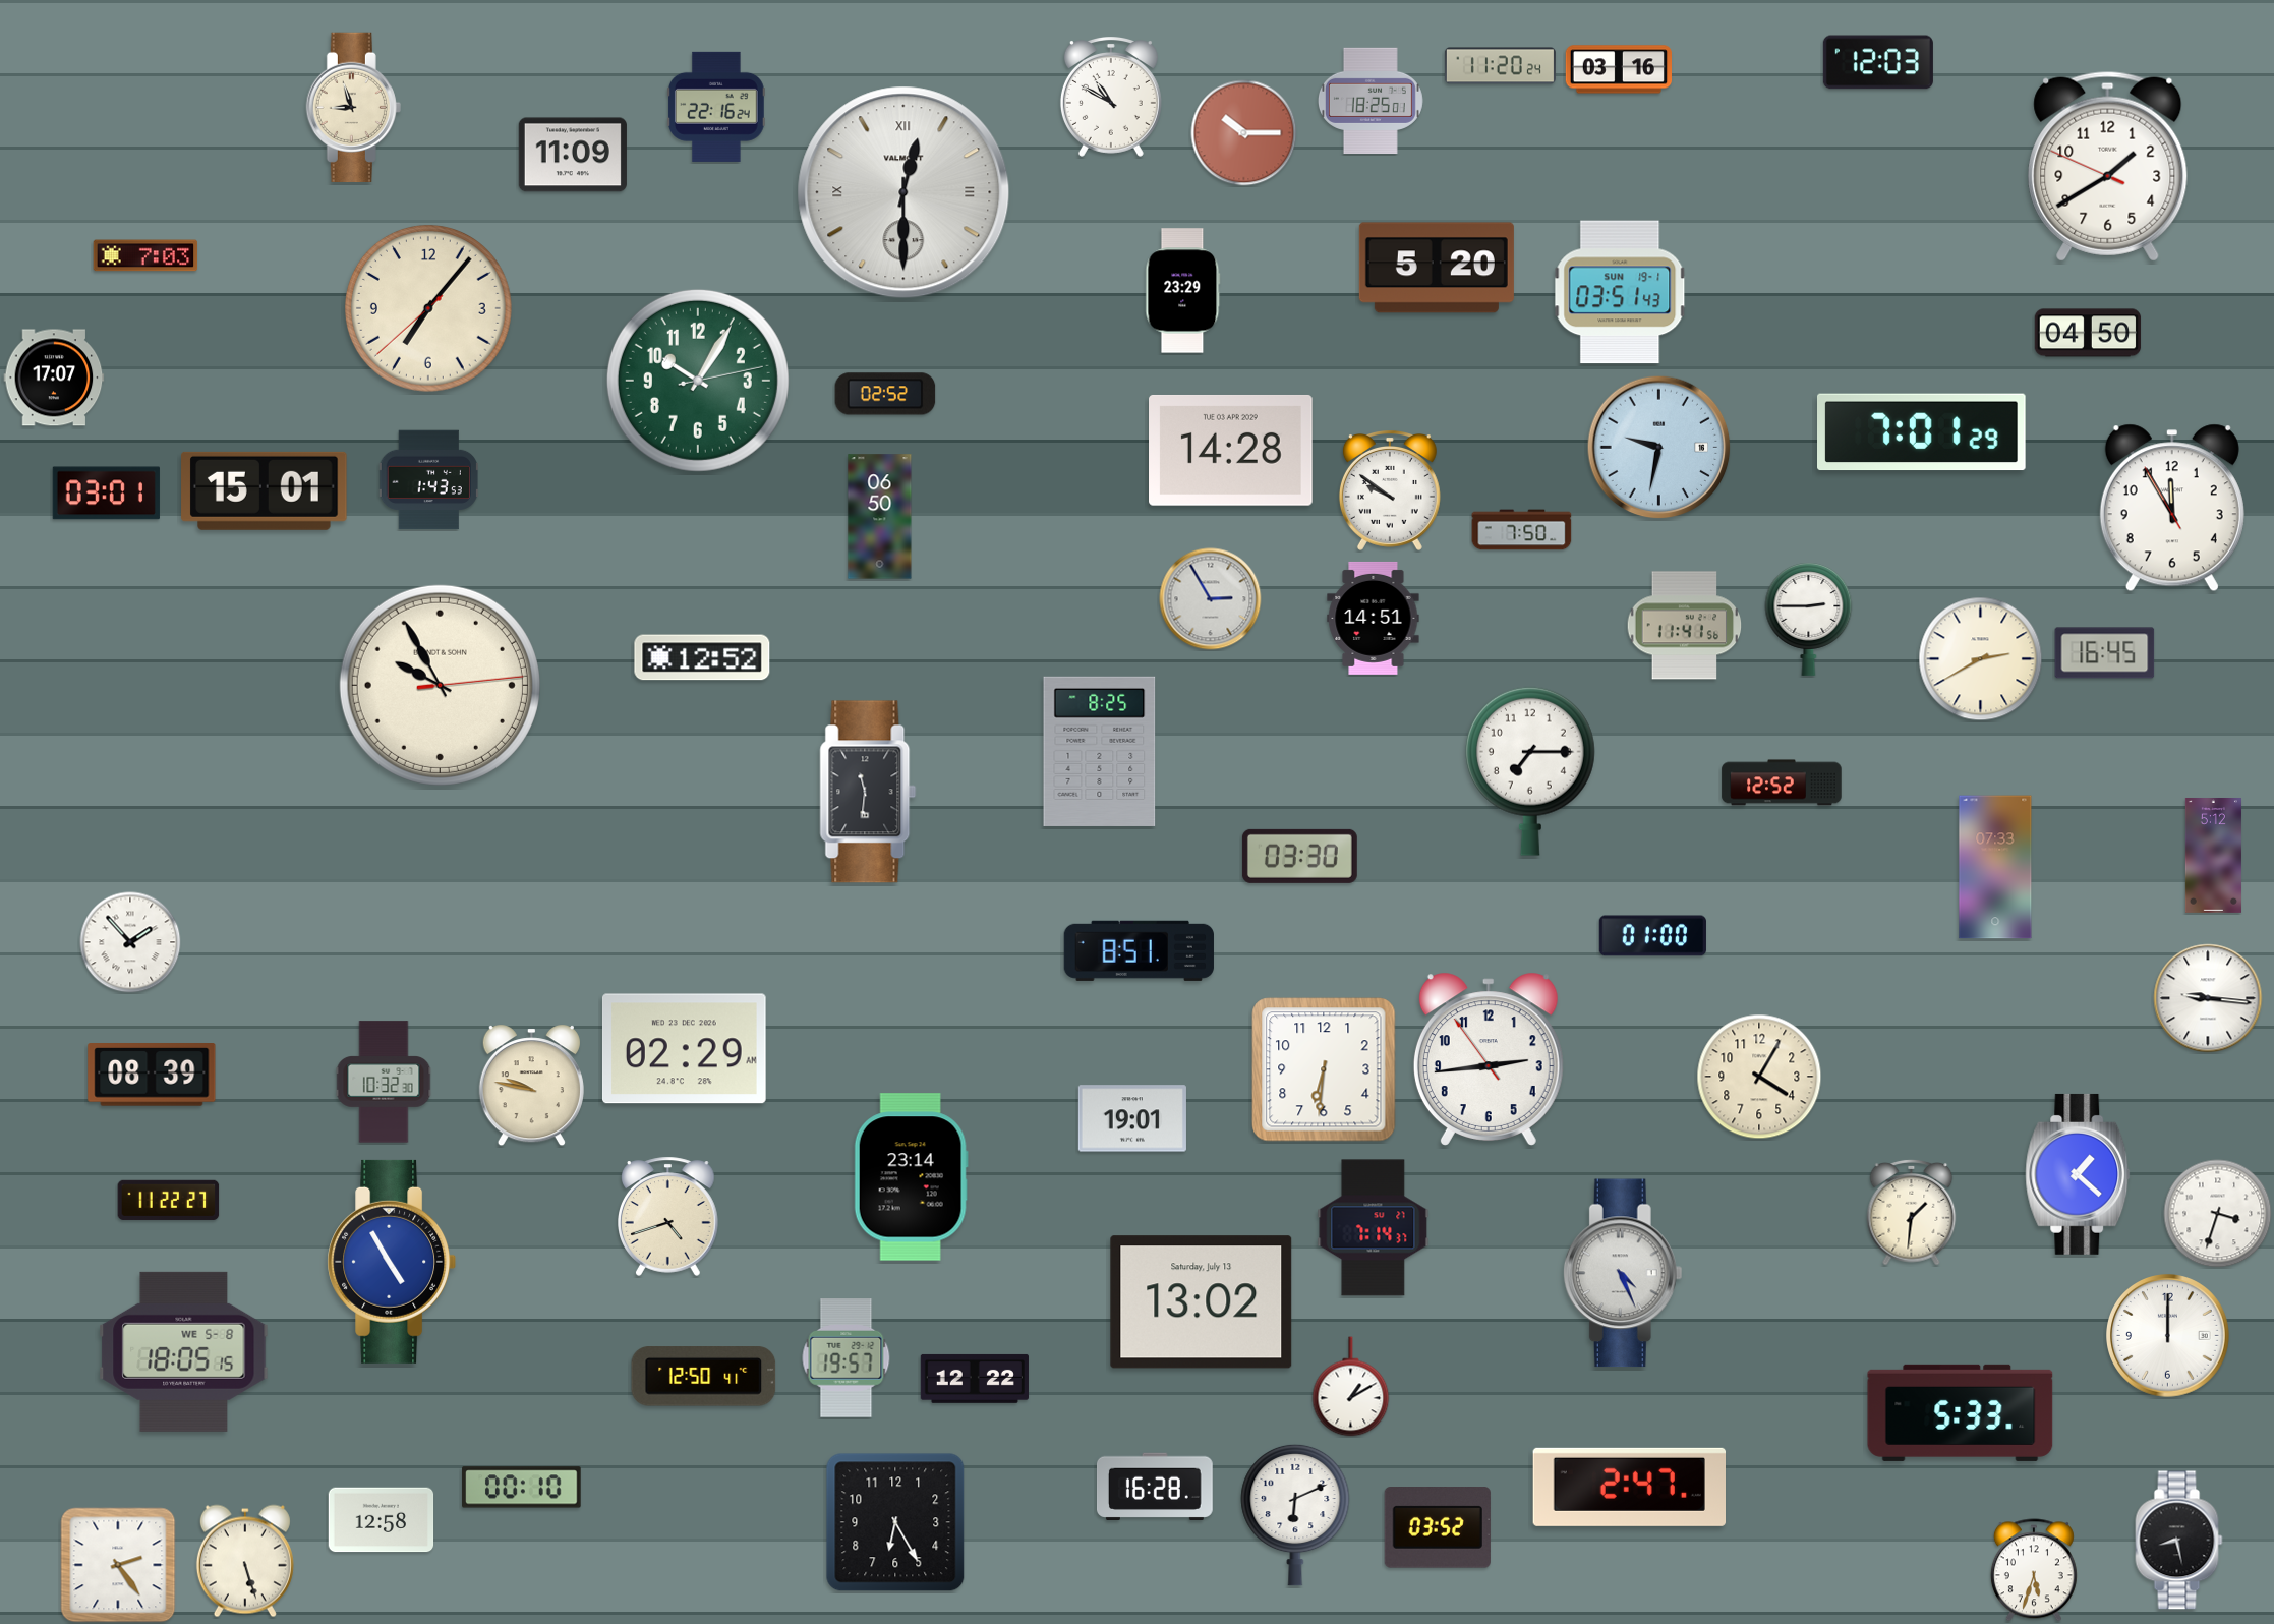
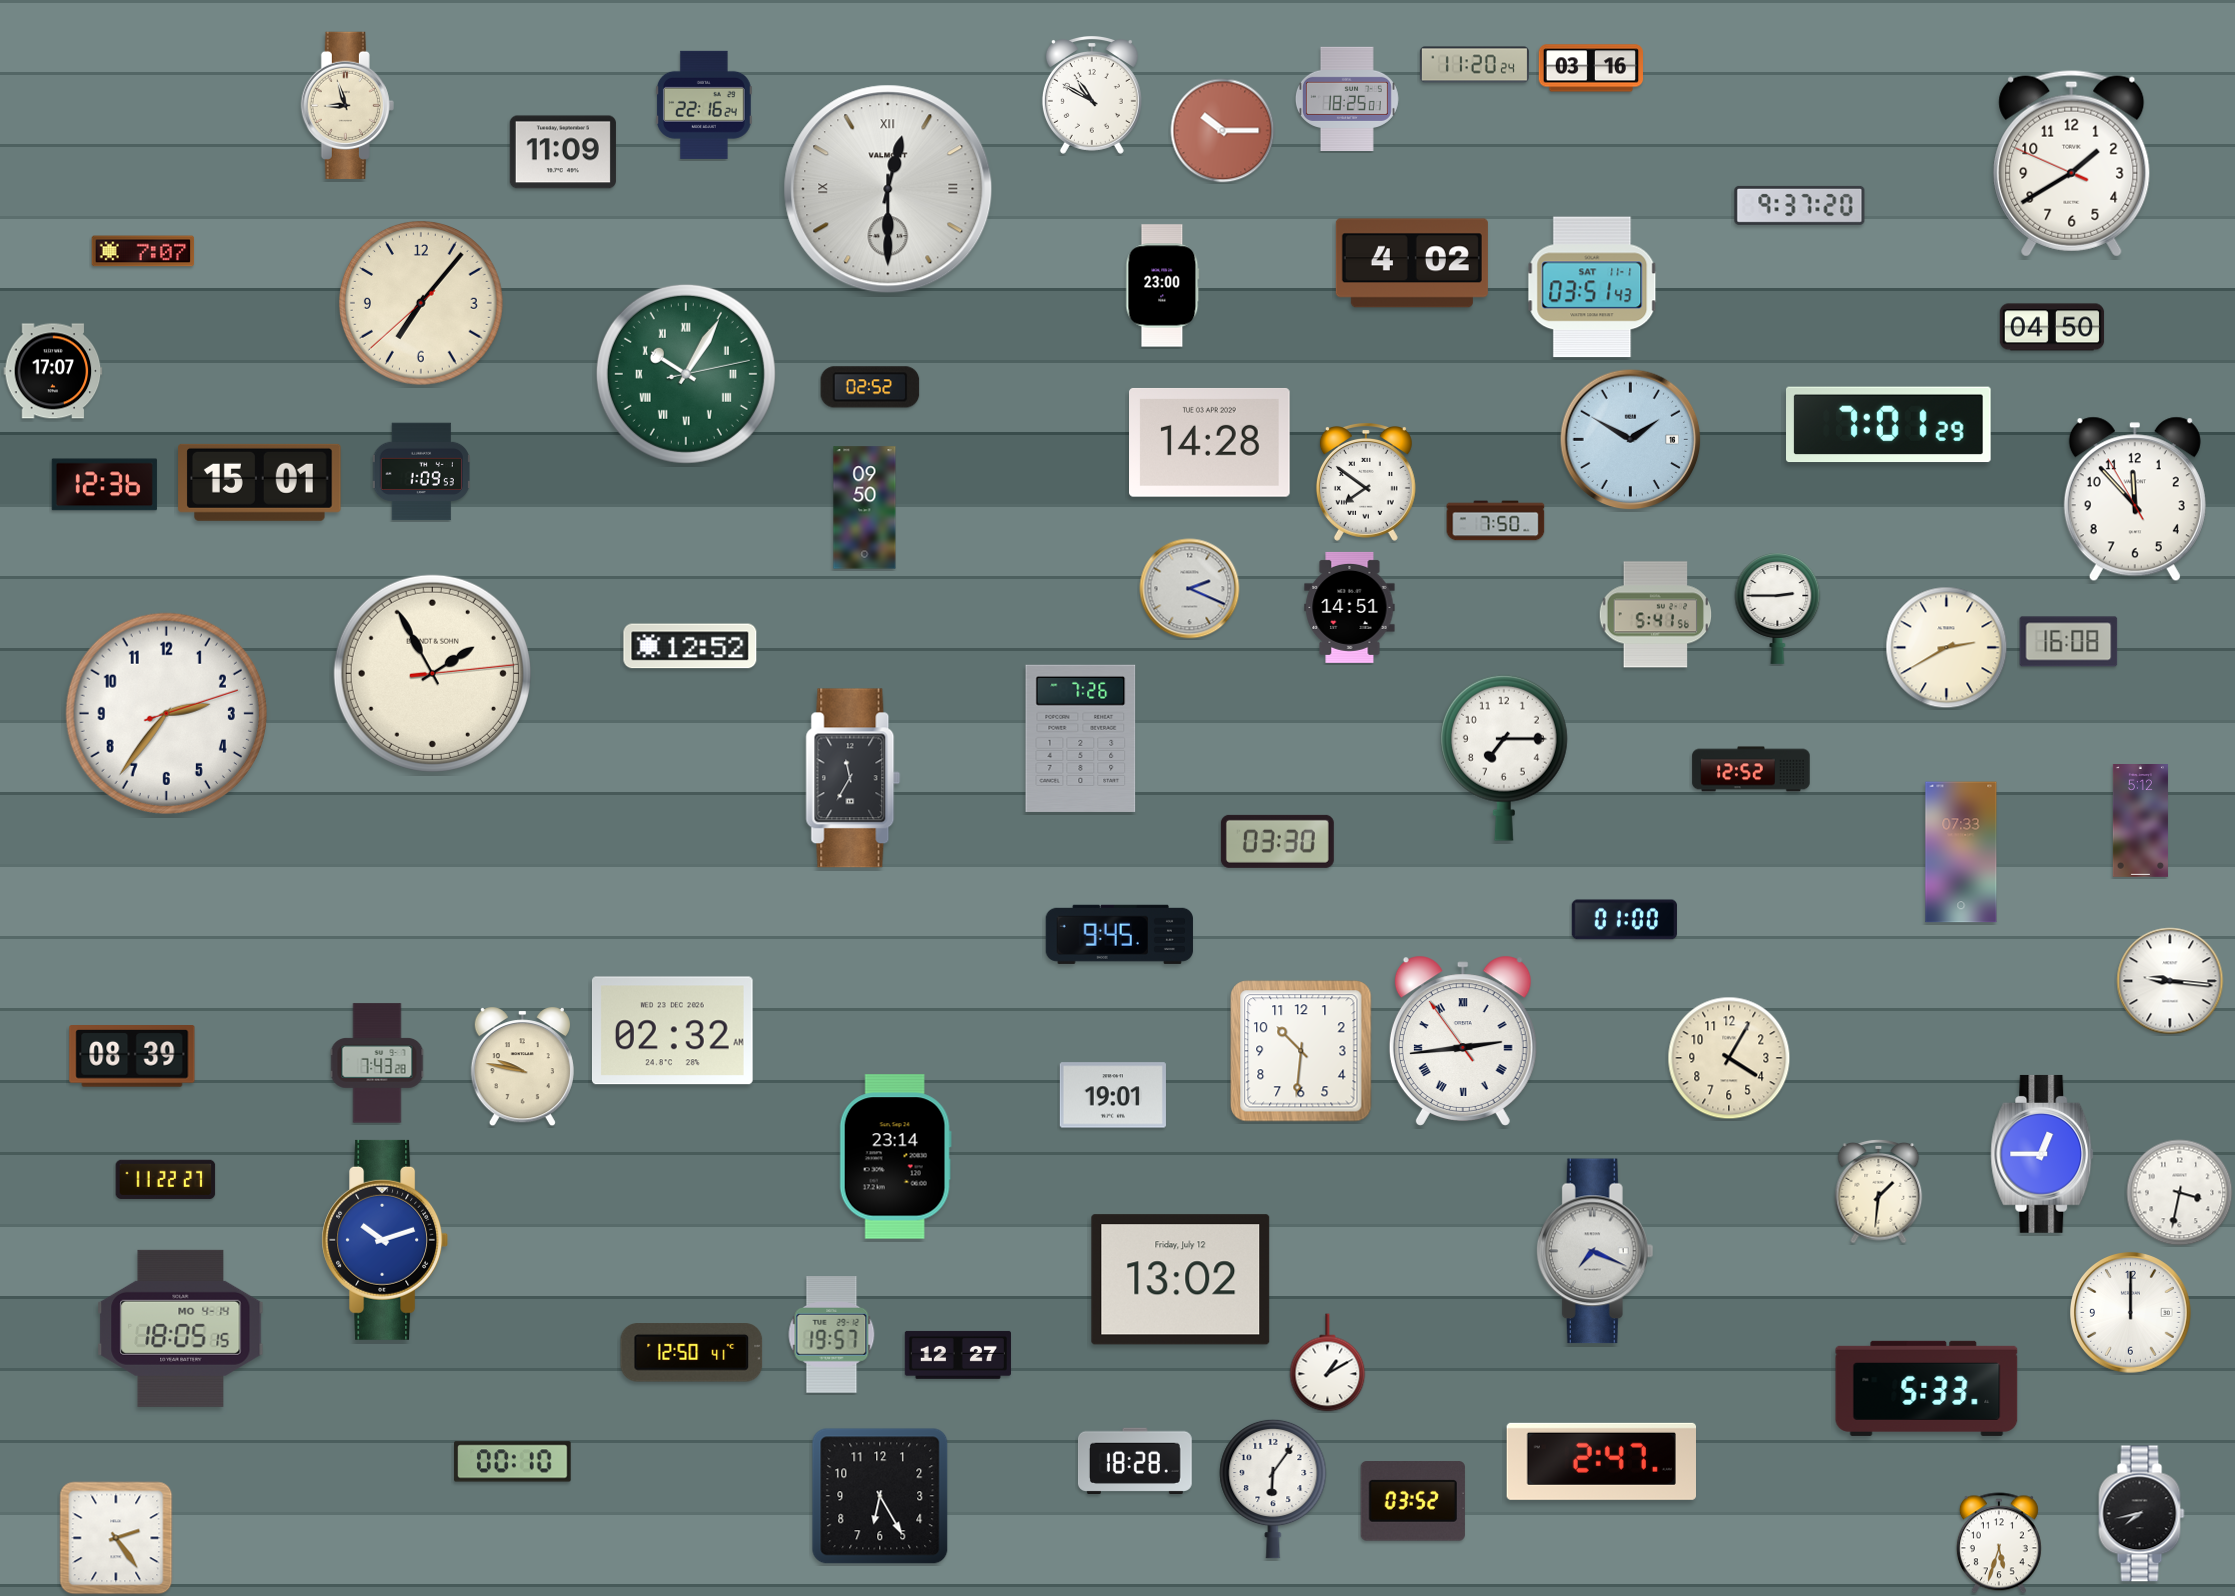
clock at (1878, 62): 12:03 -> none
clock at (1800, 205): none -> 9:37
clock at (145, 255): 7:03 -> 7:07
clock at (1437, 268): 5:20 -> 4:02
clock at (1183, 291): 23:29 -> 23:00
clock at (1620, 292) date: SUN 19-1 -> SAT 11-1
clock at (698, 381) numerals: Arabic -> Roman
clock at (1659, 448): 9:32 -> 1:50
clock at (428, 480): 1:43 -> 1:09
clock at (1390, 491): 9:51 -> 7:51
clock at (106, 494): 03:01 -> 12:36
clock at (2172, 508): 11:54 -> 11:52
clock at (880, 517): 06:50 -> 09:50
clock at (1211, 599): 2:55 -> 2:19
clock at (1685, 626): 11:41 -> 5:41
clock at (2105, 653): 16:45 -> 16:08
clock at (440, 685): 9:55 -> 1:55
clock at (166, 713): none -> 2:36
clock at (1100, 751): 8:25 -> 7:26
clock at (868, 792): 11:31 -> 11:35
clock at (2213, 856) position: (2213, 856) -> (2140, 821)
clock at (130, 942): 1:53 -> none
clock at (1139, 950): 8:51 -> 9:45
clock at (684, 1049): 02:29 -> 02:32
clock at (1489, 1059) numerals: Arabic -> Roman
clock at (1324, 1069): 6:31 -> 10:31
clock at (152, 1076) position: (152, 1076) -> (132, 1057)
clock at (384, 1082): 10:32 -> 7:43
clock at (1132, 1118) position: (1132, 1118) -> (1113, 1095)
clock at (2078, 1174): 1:22 -> 12:45
clock at (2218, 1214): 3:33 -> 3:32
clock at (668, 1216): 4:42 -> none
clock at (1374, 1228): 7:14 -> none
clock at (392, 1262): 4:55 -> 10:12
clock at (1623, 1273): 4:26 -> 7:19
clock at (1202, 1302) date: Saturday, July 13 -> Friday, July 12
clock at (184, 1351) date: WE 5-8 -> MO 4-14
clock at (975, 1379): 12:22 -> 12:27
clock at (1155, 1486): 16:28 -> 18:28
clock at (1295, 1515): 6:11 -> 6:06
clock at (382, 1520): 12:58 -> none
clock at (2179, 1541): 8:28 -> 7:43
clock at (245, 1561): 5:27 -> none
